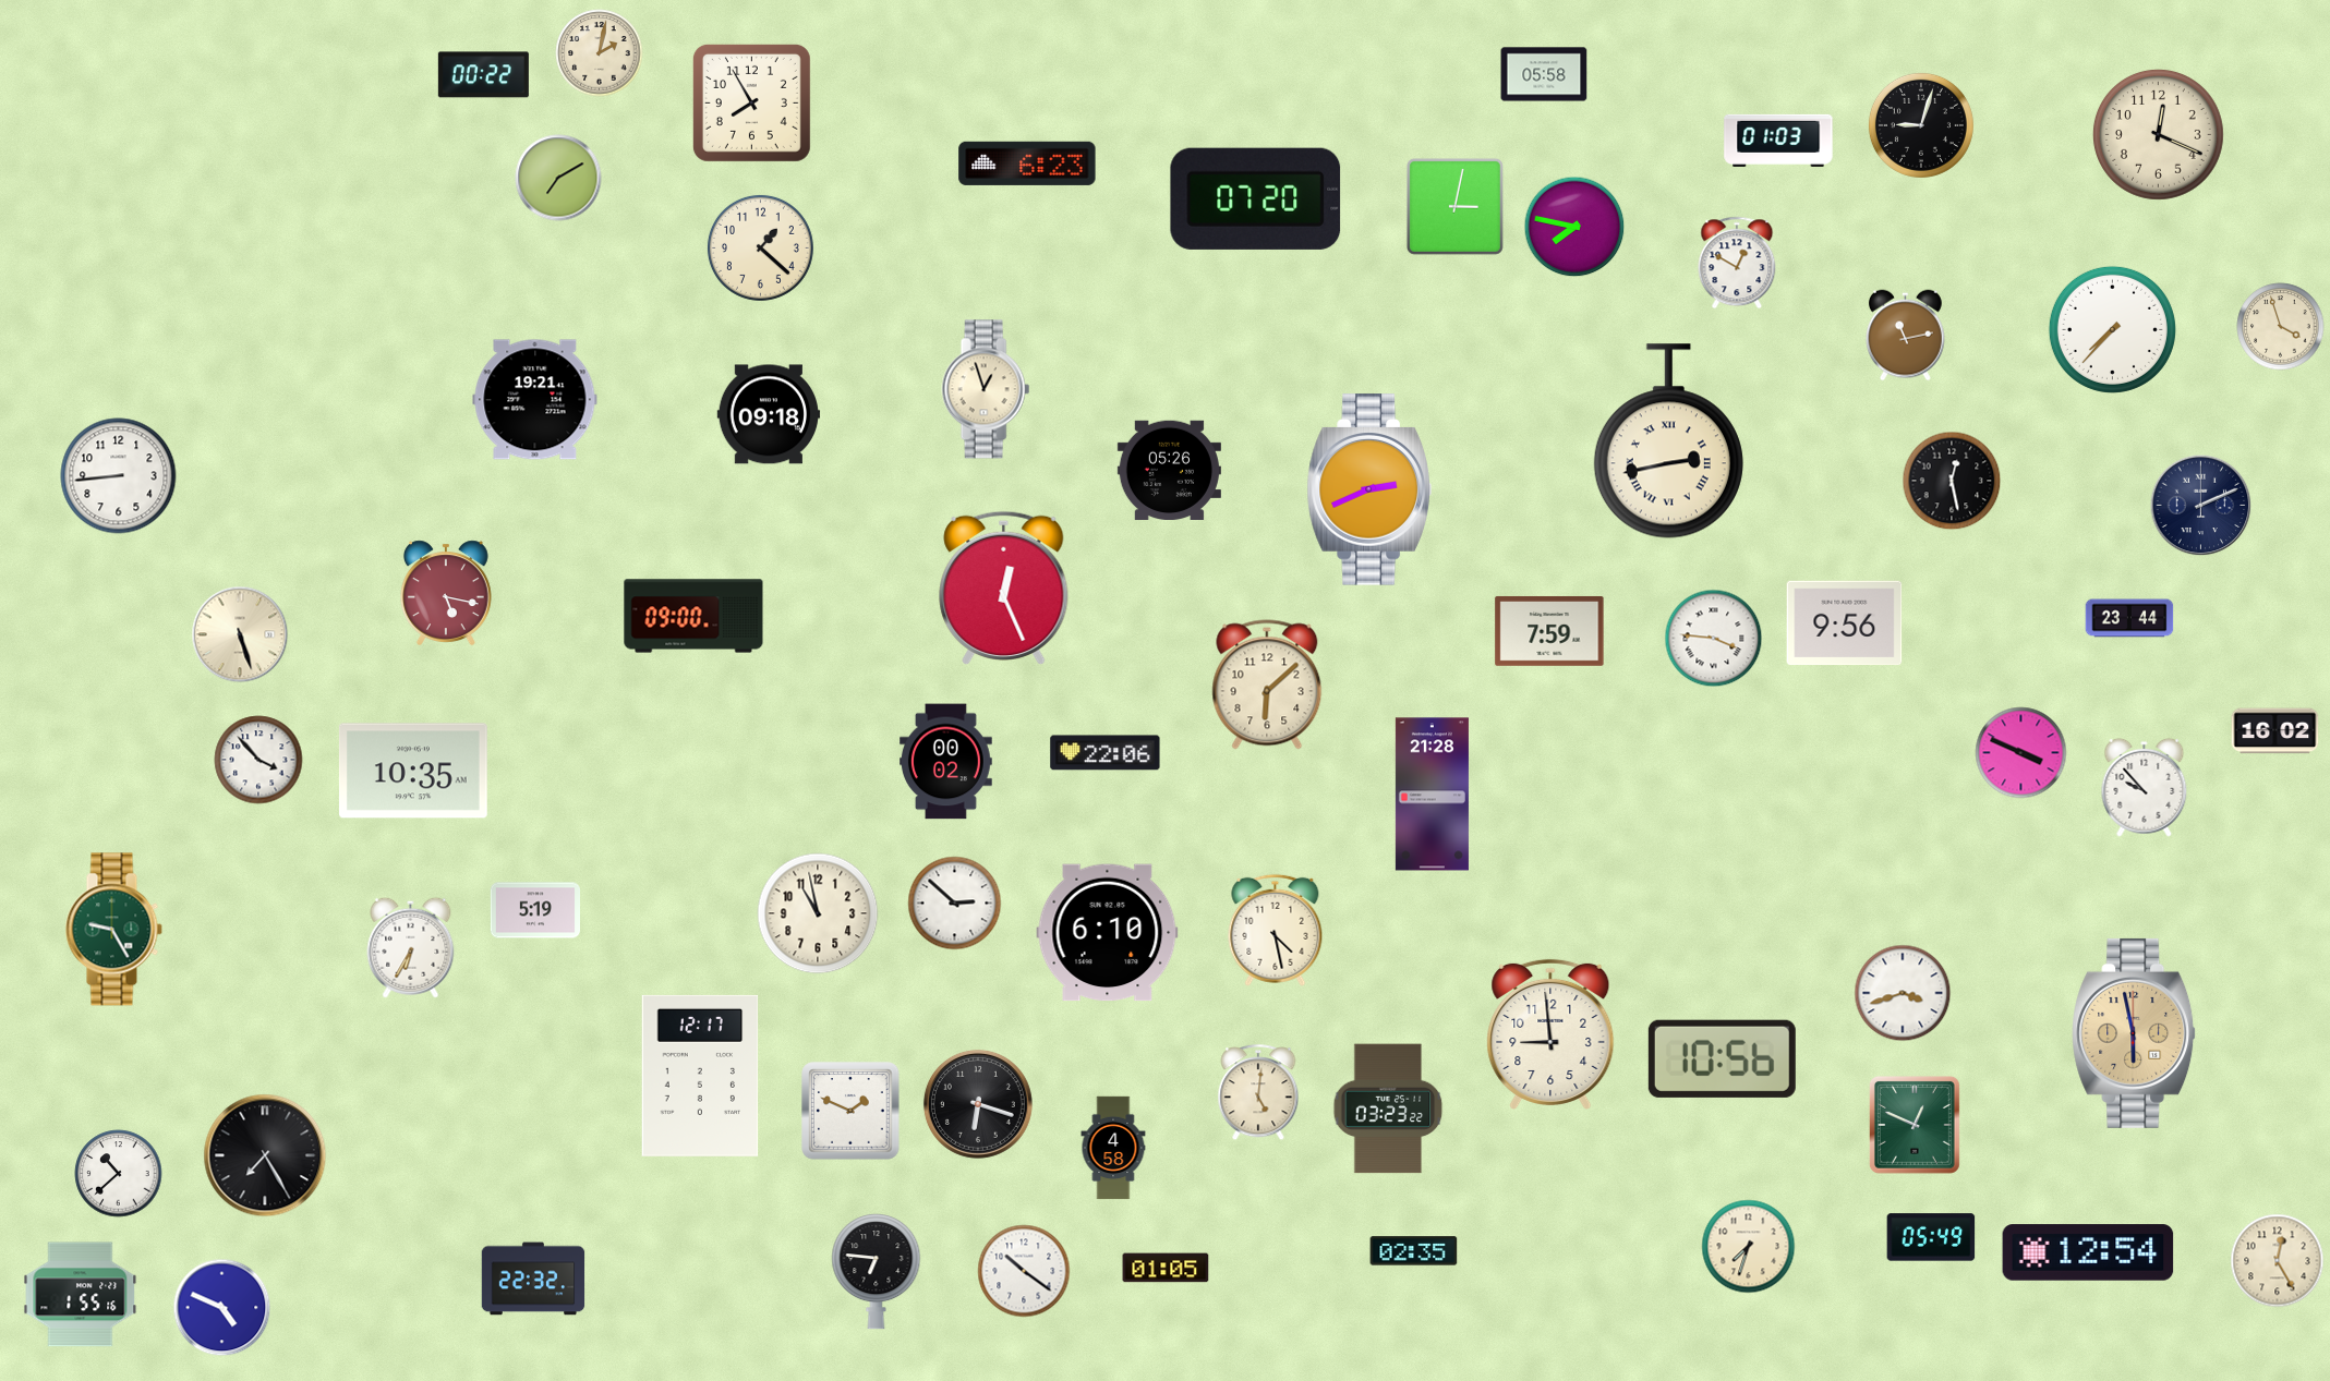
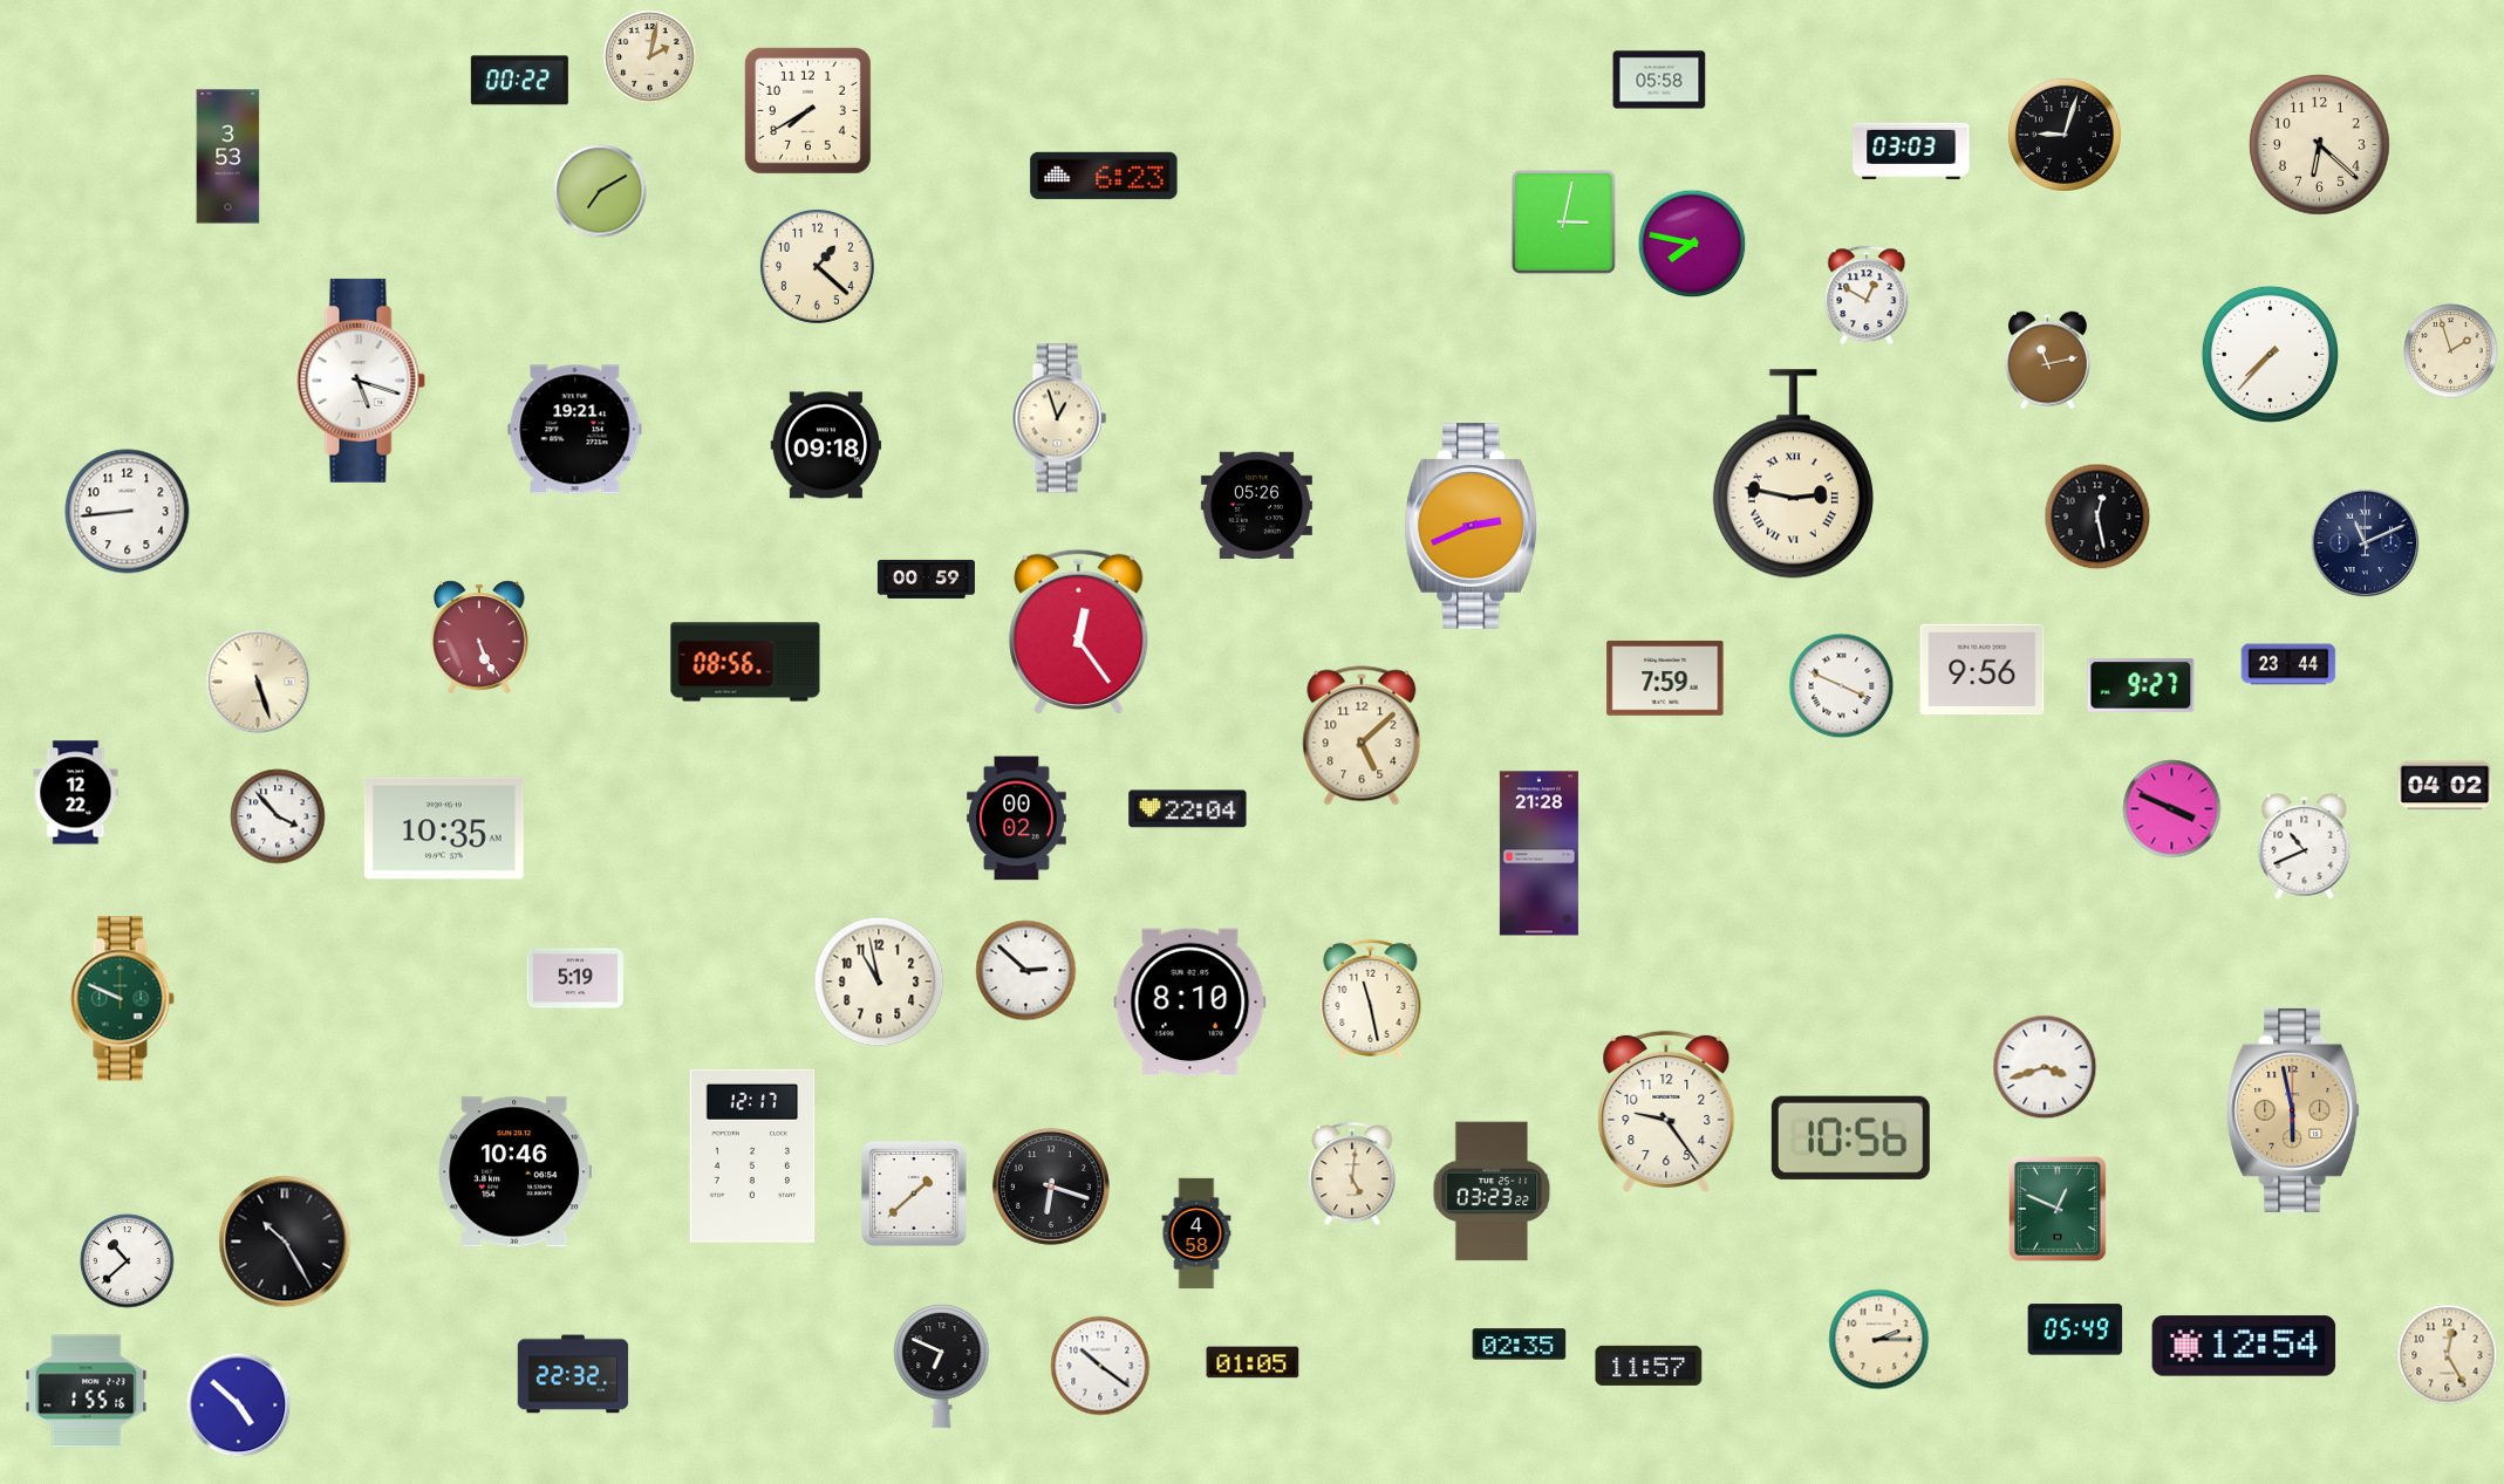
clock at (600, 53) position: (600, 53) -> (650, 57)
clock at (751, 102): 7:55 -> 7:40
clock at (2159, 135): 12:19 -> 6:22
clock at (1778, 141): 01:03 -> 03:03
clock at (228, 157): none -> 3:53
clock at (1256, 198): 07:20 -> none
clock at (1737, 263) position: (1737, 263) -> (1867, 295)
clock at (2281, 327): 3:57 -> 1:57
clock at (361, 381): none -> 5:18
clock at (1668, 441): 2:43 -> 2:47
clock at (2201, 506): 2:11 -> 11:11
clock at (926, 579): none -> 00:59
clock at (1004, 589): 12:26 -> 12:24
clock at (446, 593): 5:17 -> 5:26
clock at (693, 616): 09:00 -> 08:56
clock at (2141, 685): none -> 9:27
clock at (1714, 639): 3:46 -> 3:49
clock at (1267, 685): 6:08 -> 5:08
clock at (2275, 731): 16:02 -> 04:02
clock at (76, 793): none -> 12:22
clock at (1106, 753): 22:06 -> 22:04
clock at (2145, 787): 9:53 -> 10:41
clock at (113, 930): 9:25 -> 9:49
clock at (1276, 930): 4:28 -> 11:28
clock at (1108, 933): 6:10 -> 8:10
clock at (411, 947): 6:35 -> none
clock at (1550, 1034): 8:59 -> 9:24
clock at (516, 1172): none -> 10:46
clock at (850, 1111): 1:49 -> 1:38
clock at (265, 1155): 7:25 -> 10:25
clock at (1749, 1247): 7:33 -> 2:15
clock at (1649, 1366): none -> 11:57
clock at (877, 1272): 6:46 -> 6:49
clock at (222, 1308): 4:49 -> 4:52
